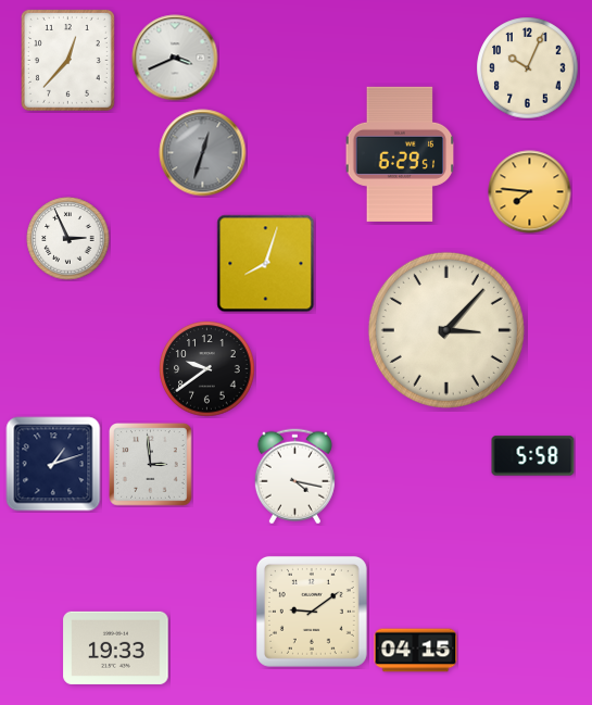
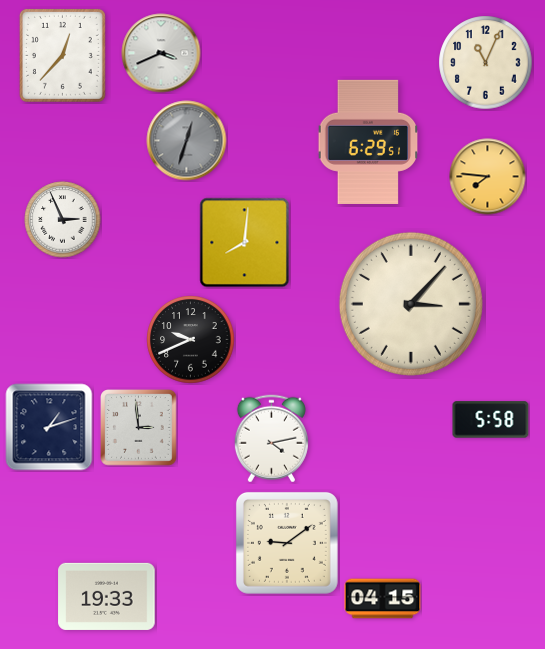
clock at (528, 68): 10:04 -> 11:04
clock at (266, 264): 8:03 -> 8:01
clock at (207, 369): 9:39 -> 9:41
clock at (294, 477): 4:17 -> 4:13
clock at (312, 612) position: (312, 612) -> (287, 543)
